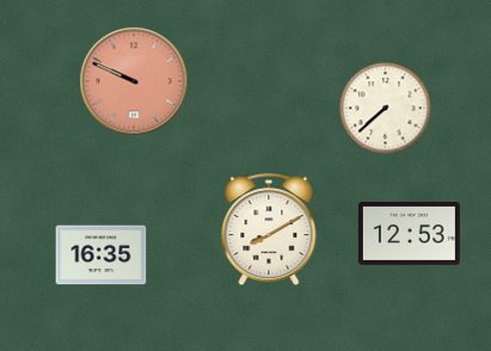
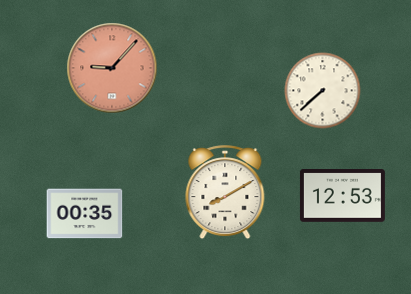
clock at (134, 81): 9:49 -> 9:07
clock at (102, 255): 16:35 -> 00:35
